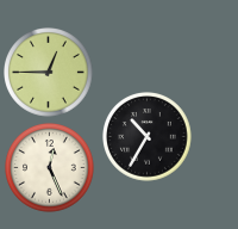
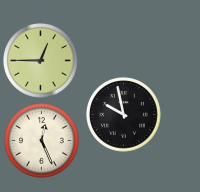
clock at (148, 137): 10:35 -> 9:58
